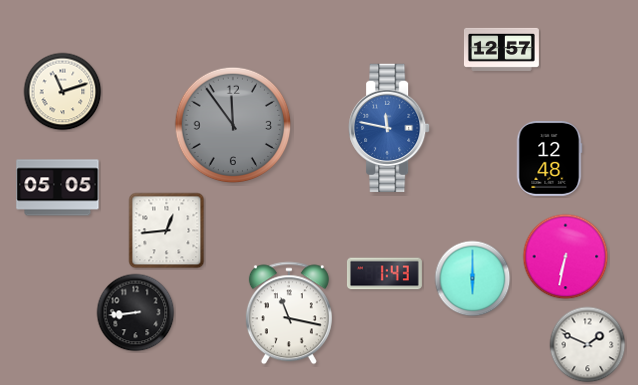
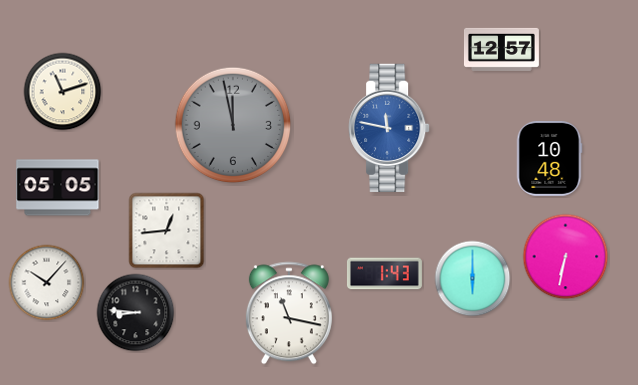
clock at (233, 125): 11:54 -> 11:58
clock at (549, 158): 12:48 -> 10:48
clock at (47, 283): none -> 10:07
clock at (136, 313): 8:44 -> 8:46
clock at (588, 345): 1:49 -> none
